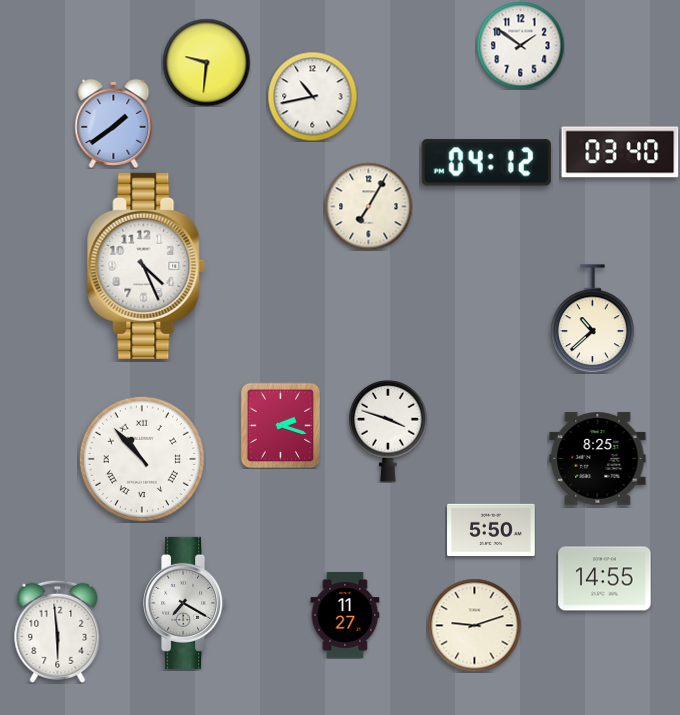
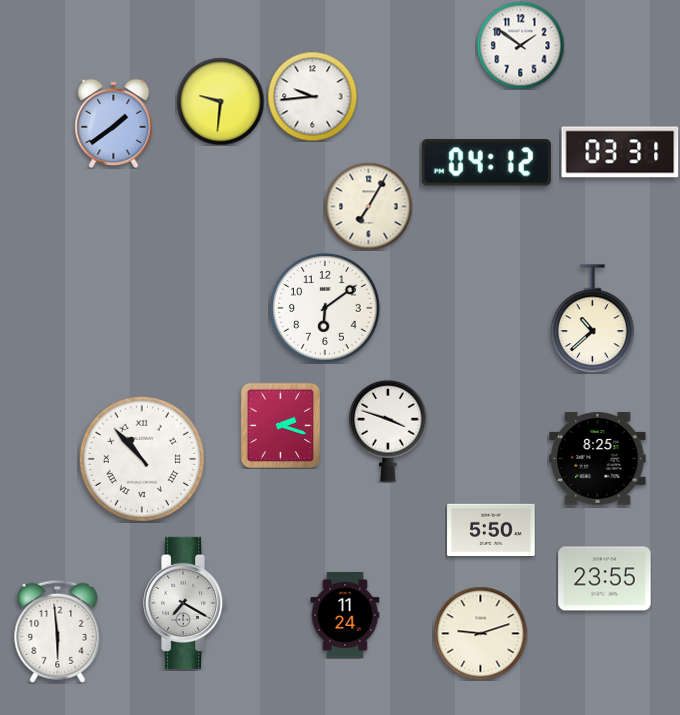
clock at (206, 62) position: (206, 62) -> (220, 101)
clock at (312, 96): 10:43 -> 9:44
clock at (620, 152): 03:40 -> 03:31
clock at (147, 266): 4:26 -> none
clock at (325, 308): none -> 6:09
clock at (605, 579): 14:55 -> 23:55
clock at (345, 615): 11:27 -> 11:24
clock at (474, 625) position: (474, 625) -> (480, 633)
